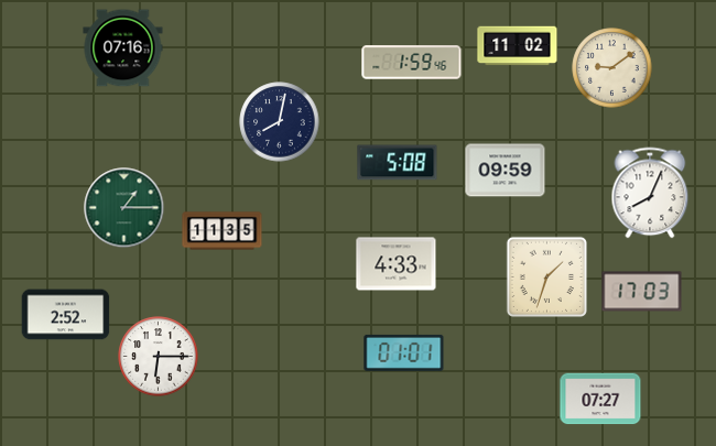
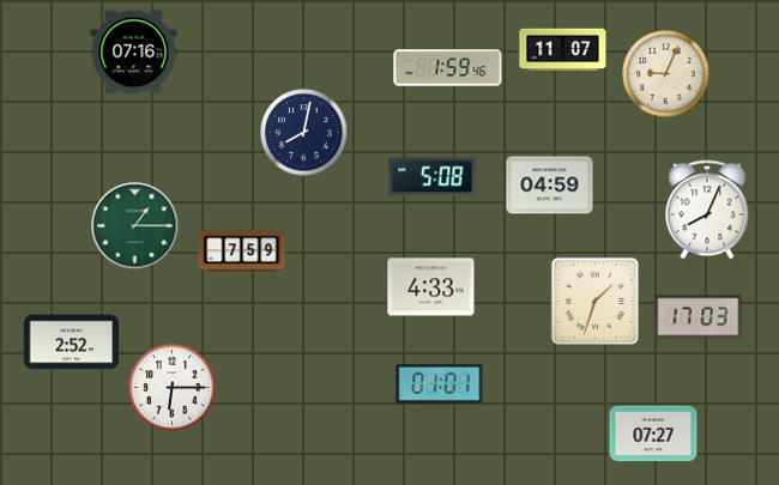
clock at (518, 46): 11:02 -> 11:07
clock at (612, 68): 9:09 -> 9:04
clock at (506, 171): 09:59 -> 04:59
clock at (223, 231): 11:35 -> 7:59
